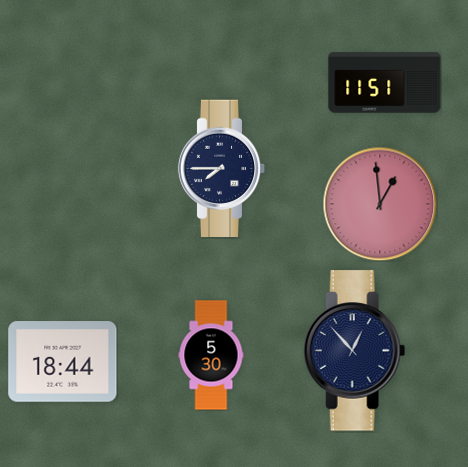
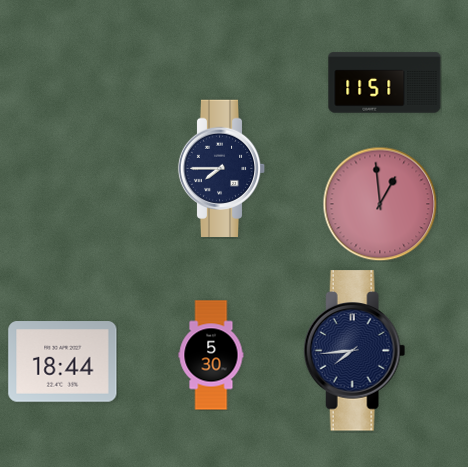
clock at (355, 351): 12:53 -> 7:44
